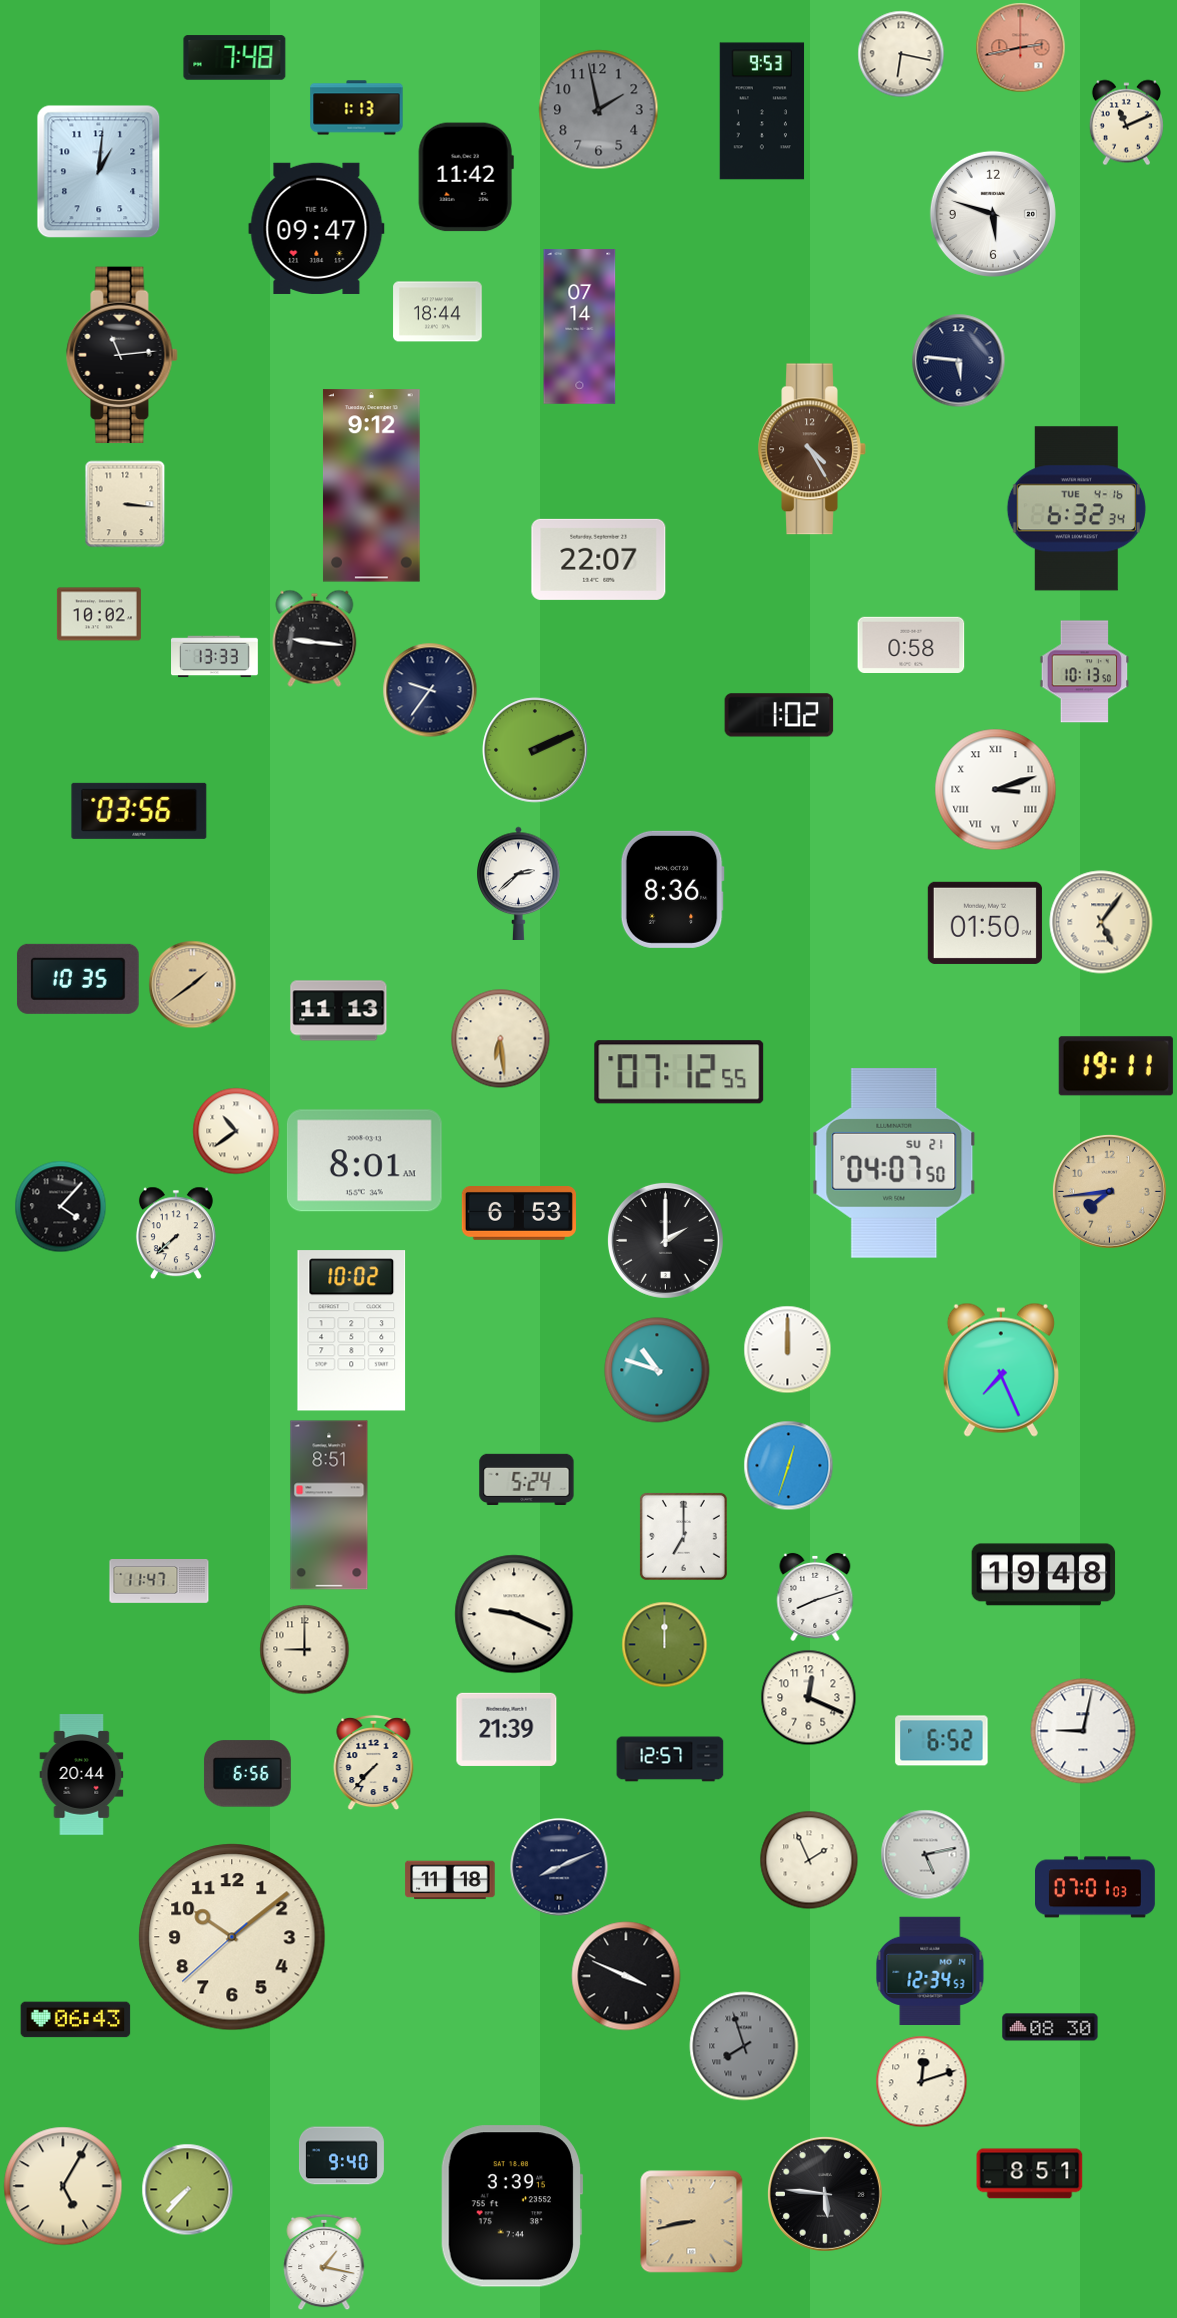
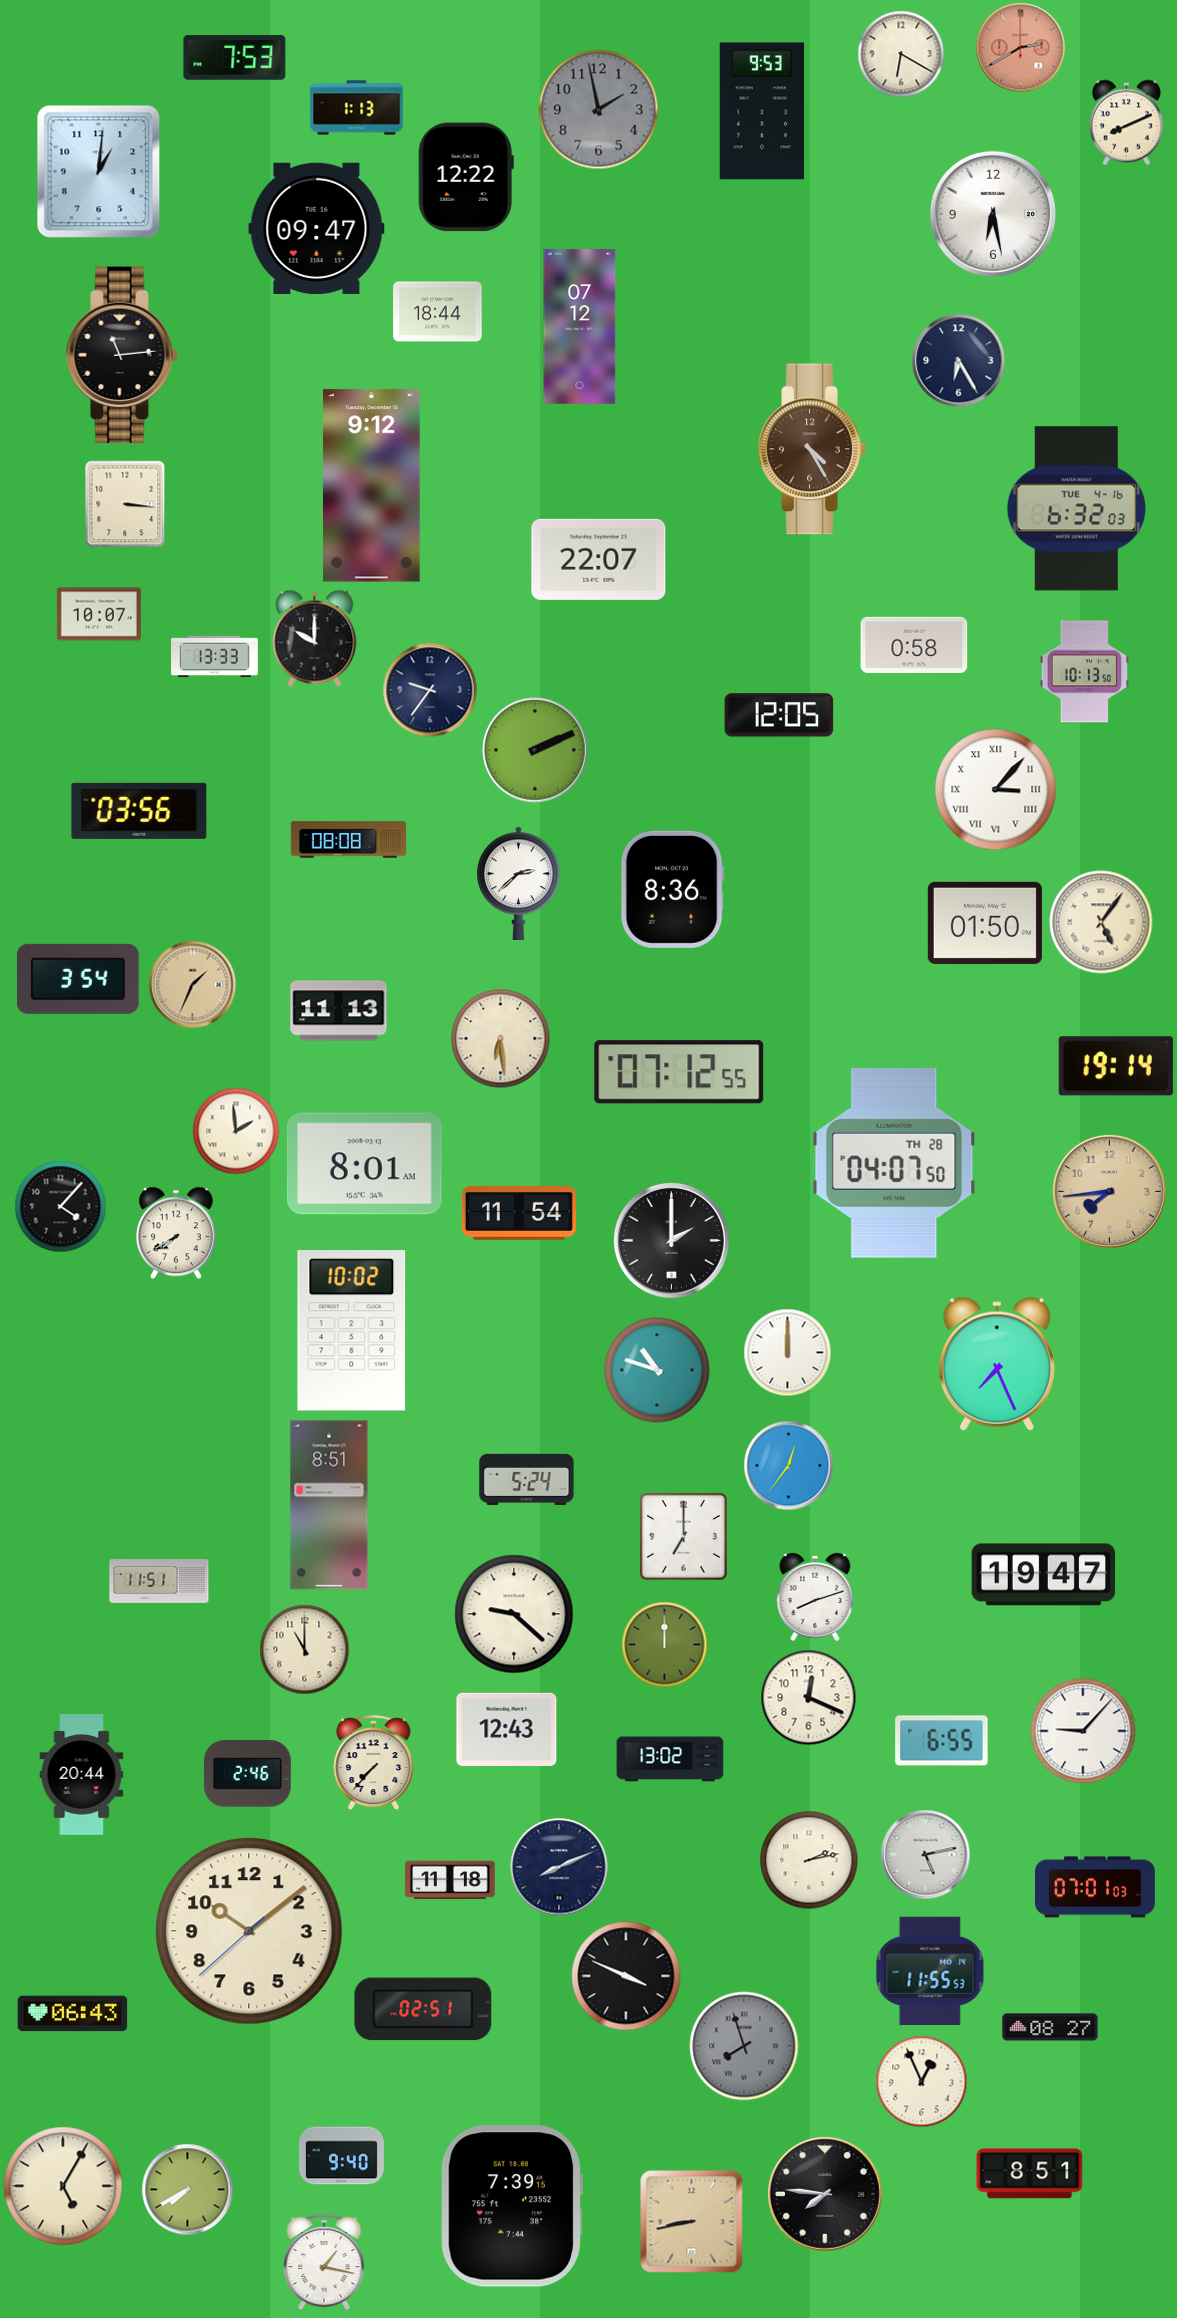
clock at (1021, 48): 2:43 -> 2:40
clock at (901, 54): 6:17 -> 6:20
clock at (235, 58): 7:48 -> 7:53
clock at (1126, 123): 11:11 -> 8:11
clock at (466, 177): 11:42 -> 12:22
clock at (993, 214): 5:48 -> 6:28
clock at (580, 327): 07:14 -> 07:12
clock at (959, 361): 5:46 -> 6:25
clock at (1076, 509): 6:32:34 -> 6:32:03
clock at (99, 614): 10:02 -> 10:07
clock at (315, 638): 9:16 -> 10:00
clock at (911, 644) position: (911, 644) -> (914, 644)
clock at (779, 715): 1:02 -> 12:05
clock at (996, 790): 3:12 -> 3:07
clock at (348, 840): none -> 08:08
clock at (78, 979): 10:35 -> 3:54
clock at (193, 985): 1:39 -> 1:34
clock at (1116, 1066): 19:11 -> 19:14
clock at (236, 1131): 10:39 -> 1:59
clock at (364, 1161) position: (364, 1161) -> (364, 1164)
clock at (894, 1164) date: SU 21 -> TH 28
clock at (519, 1214): 6:53 -> 11:54
clock at (176, 1233): 7:38 -> 7:40
clock at (665, 1240) position: (665, 1240) -> (671, 1240)
clock at (788, 1350) position: (788, 1350) -> (788, 1353)
clock at (1001, 1370) position: (1001, 1370) -> (997, 1364)
clock at (789, 1466): 12:33 -> 12:36
clock at (1044, 1575): 19:48 -> 19:47
clock at (159, 1581): 11:47 -> 11:51
clock at (514, 1614): 9:19 -> 9:22
clock at (305, 1650): 9:00 -> 11:00
clock at (507, 1729): 21:39 -> 12:43
clock at (1083, 1731): 9:02 -> 9:07
clock at (942, 1741): 6:52 -> 6:55
clock at (670, 1759): 12:57 -> 13:02
clock at (247, 1774): 6:56 -> 2:46
clock at (809, 1860): 1:56 -> 2:13
clock at (232, 1937) position: (232, 1937) -> (249, 1931)
clock at (930, 1970): 12:34 -> 11:55
clock at (423, 2009): none -> 02:51
clock at (76, 2020) position: (76, 2020) -> (73, 2014)
clock at (1050, 2027): 08:30 -> 08:27
clock at (922, 2082): 12:12 -> 12:56
clock at (188, 2190): 7:37 -> 7:40
clock at (825, 2194): 5:46 -> 7:46
clock at (512, 2206): 3:39 -> 7:39
